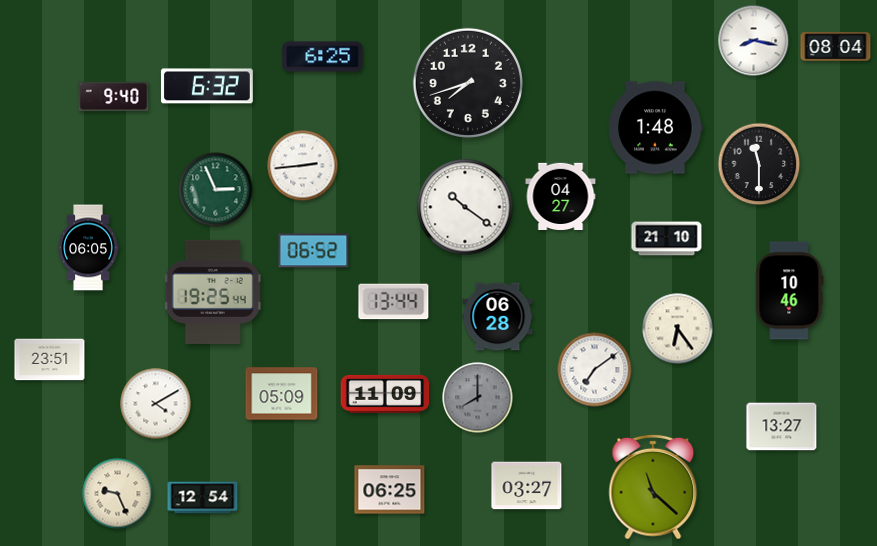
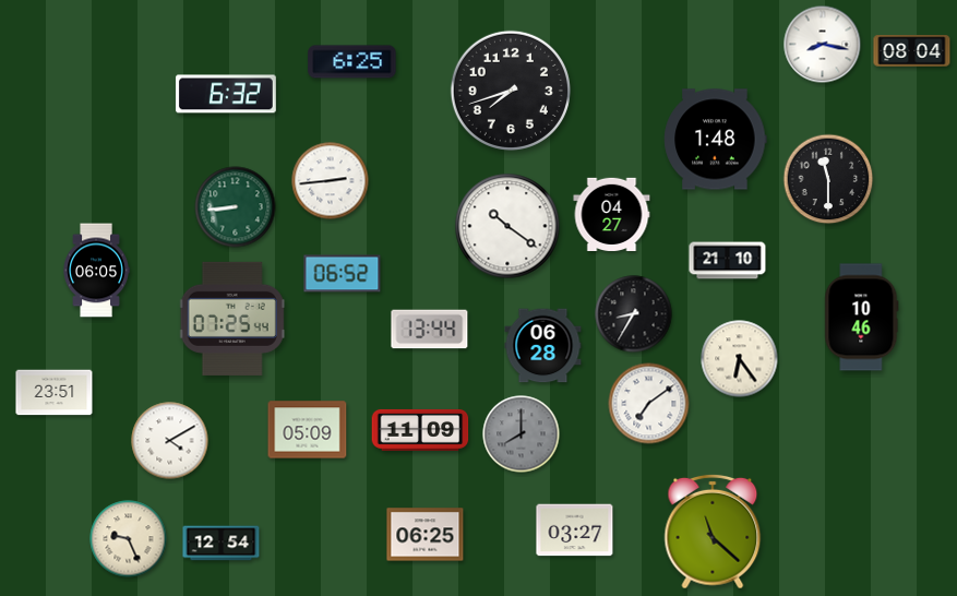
clock at (114, 97): 9:40 -> none
clock at (216, 190): 2:56 -> 8:44
clock at (634, 314): none -> 8:35
clock at (213, 292): 19:25 -> 07:25
clock at (782, 427): 13:27 -> none
